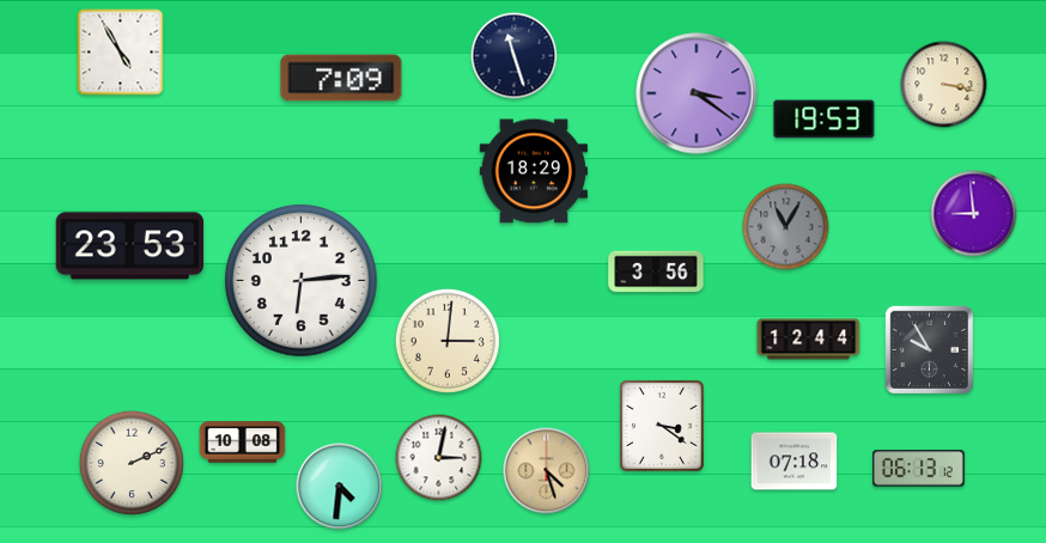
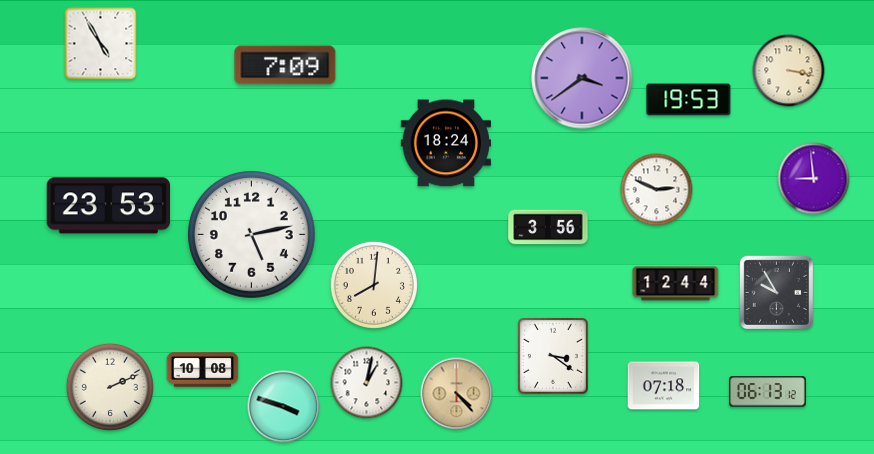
clock at (515, 56): 11:27 -> none
clock at (697, 93): 3:21 -> 3:39
clock at (533, 171): 18:29 -> 18:24
clock at (786, 227): 11:05 -> 2:49
clock at (786, 227) dial: grey -> white
clock at (302, 281): 6:14 -> 5:13
clock at (448, 341): 3:01 -> 8:01
clock at (439, 458): 3:02 -> 1:02
clock at (547, 471): 4:27 -> 4:23
clock at (340, 487): 4:31 -> 3:48
